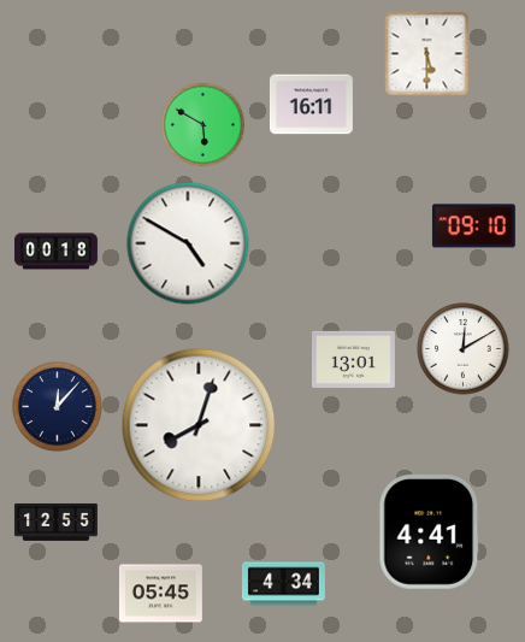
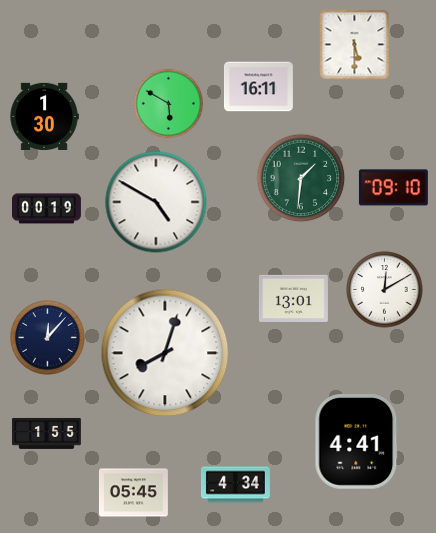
clock at (44, 117): none -> 1:30
clock at (301, 178): none -> 1:31
clock at (57, 252): 00:18 -> 00:19
clock at (55, 522): 12:55 -> 1:55
